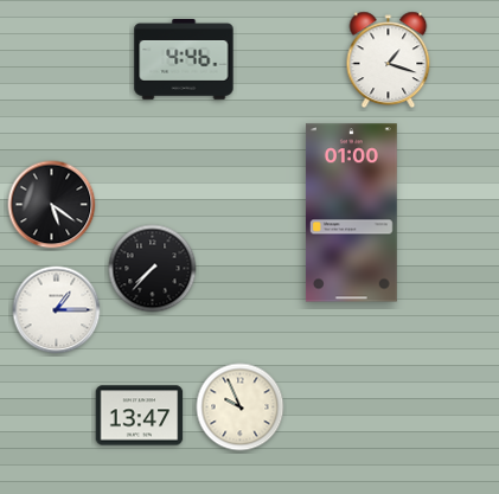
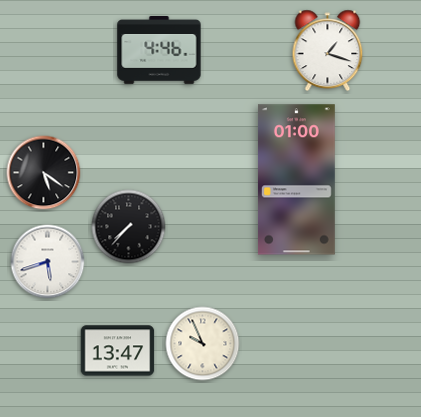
clock at (184, 60) position: (184, 60) -> (159, 51)
clock at (57, 310): 1:15 -> 5:42
